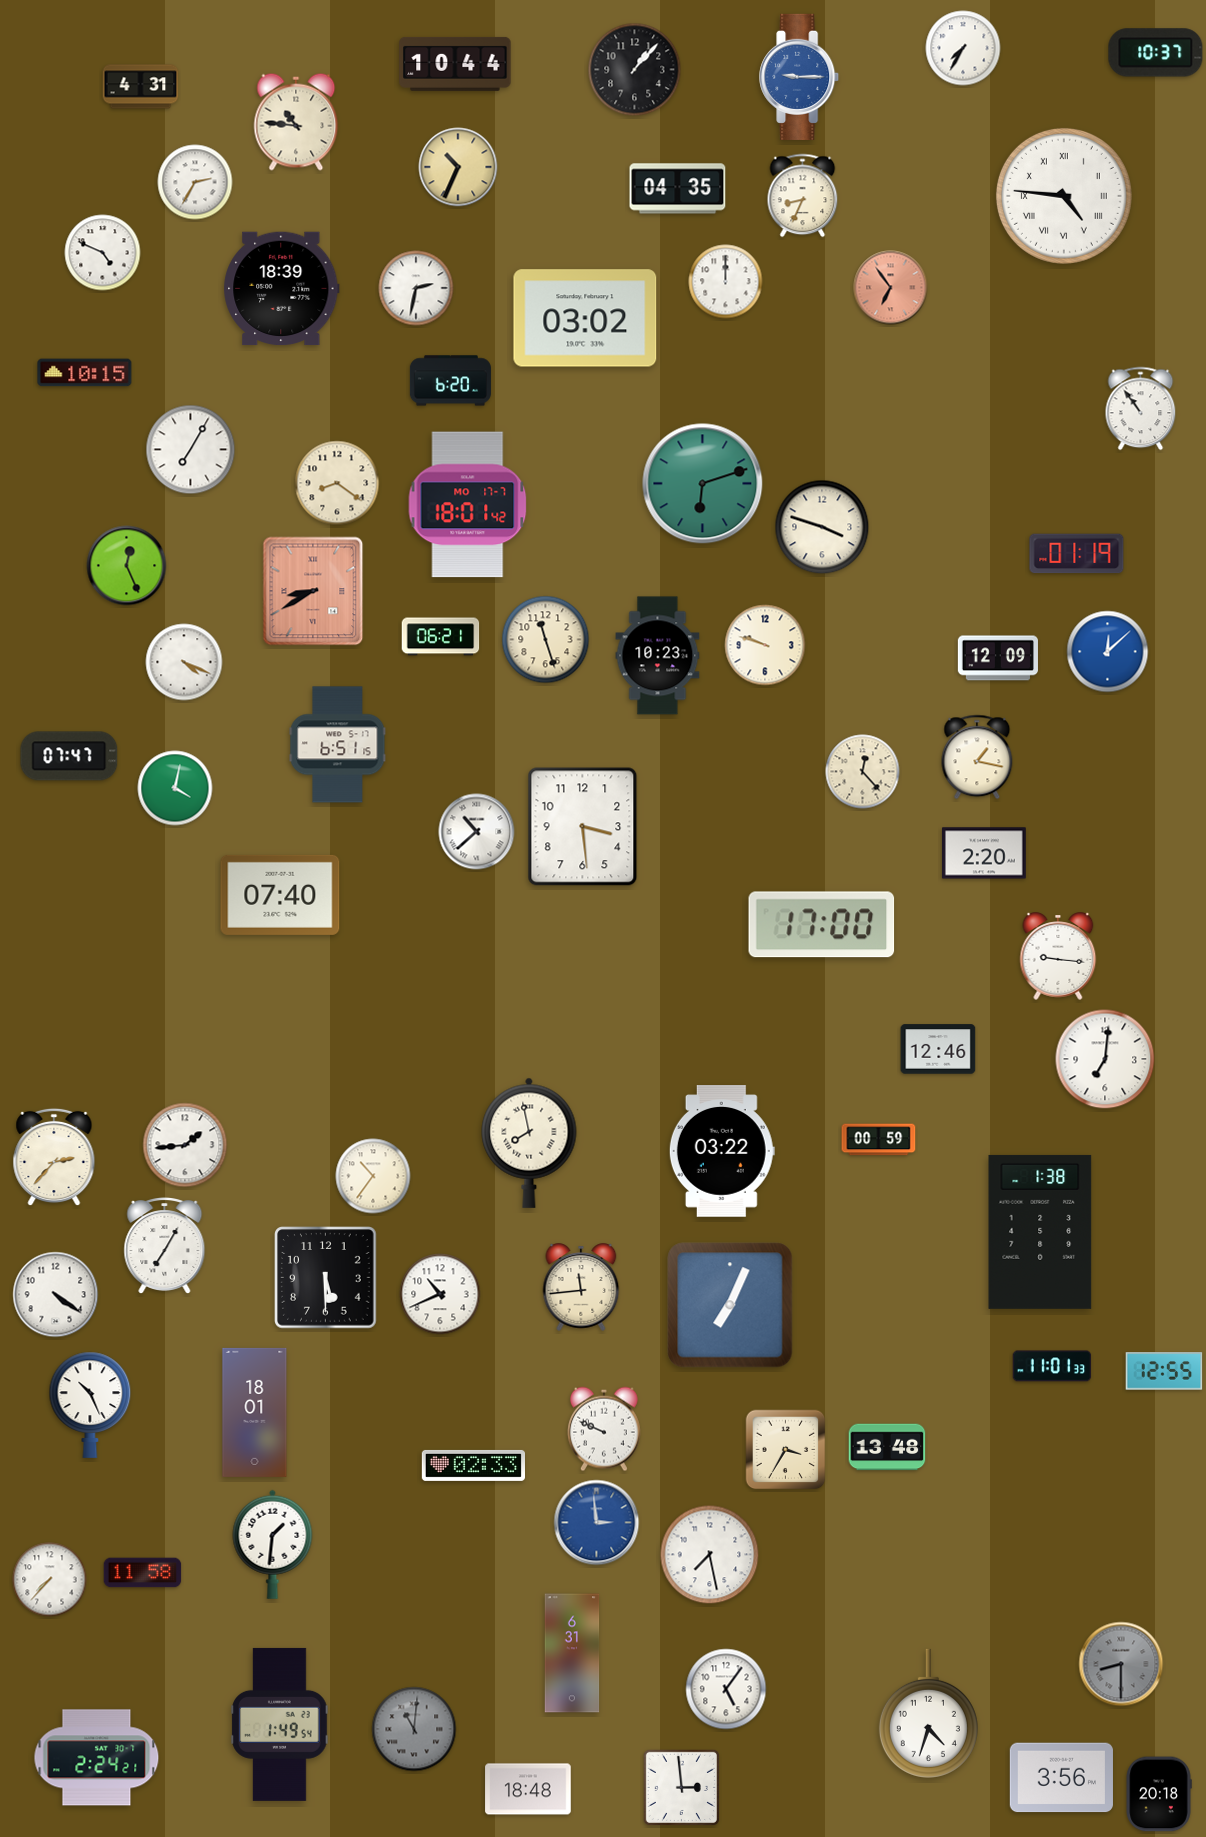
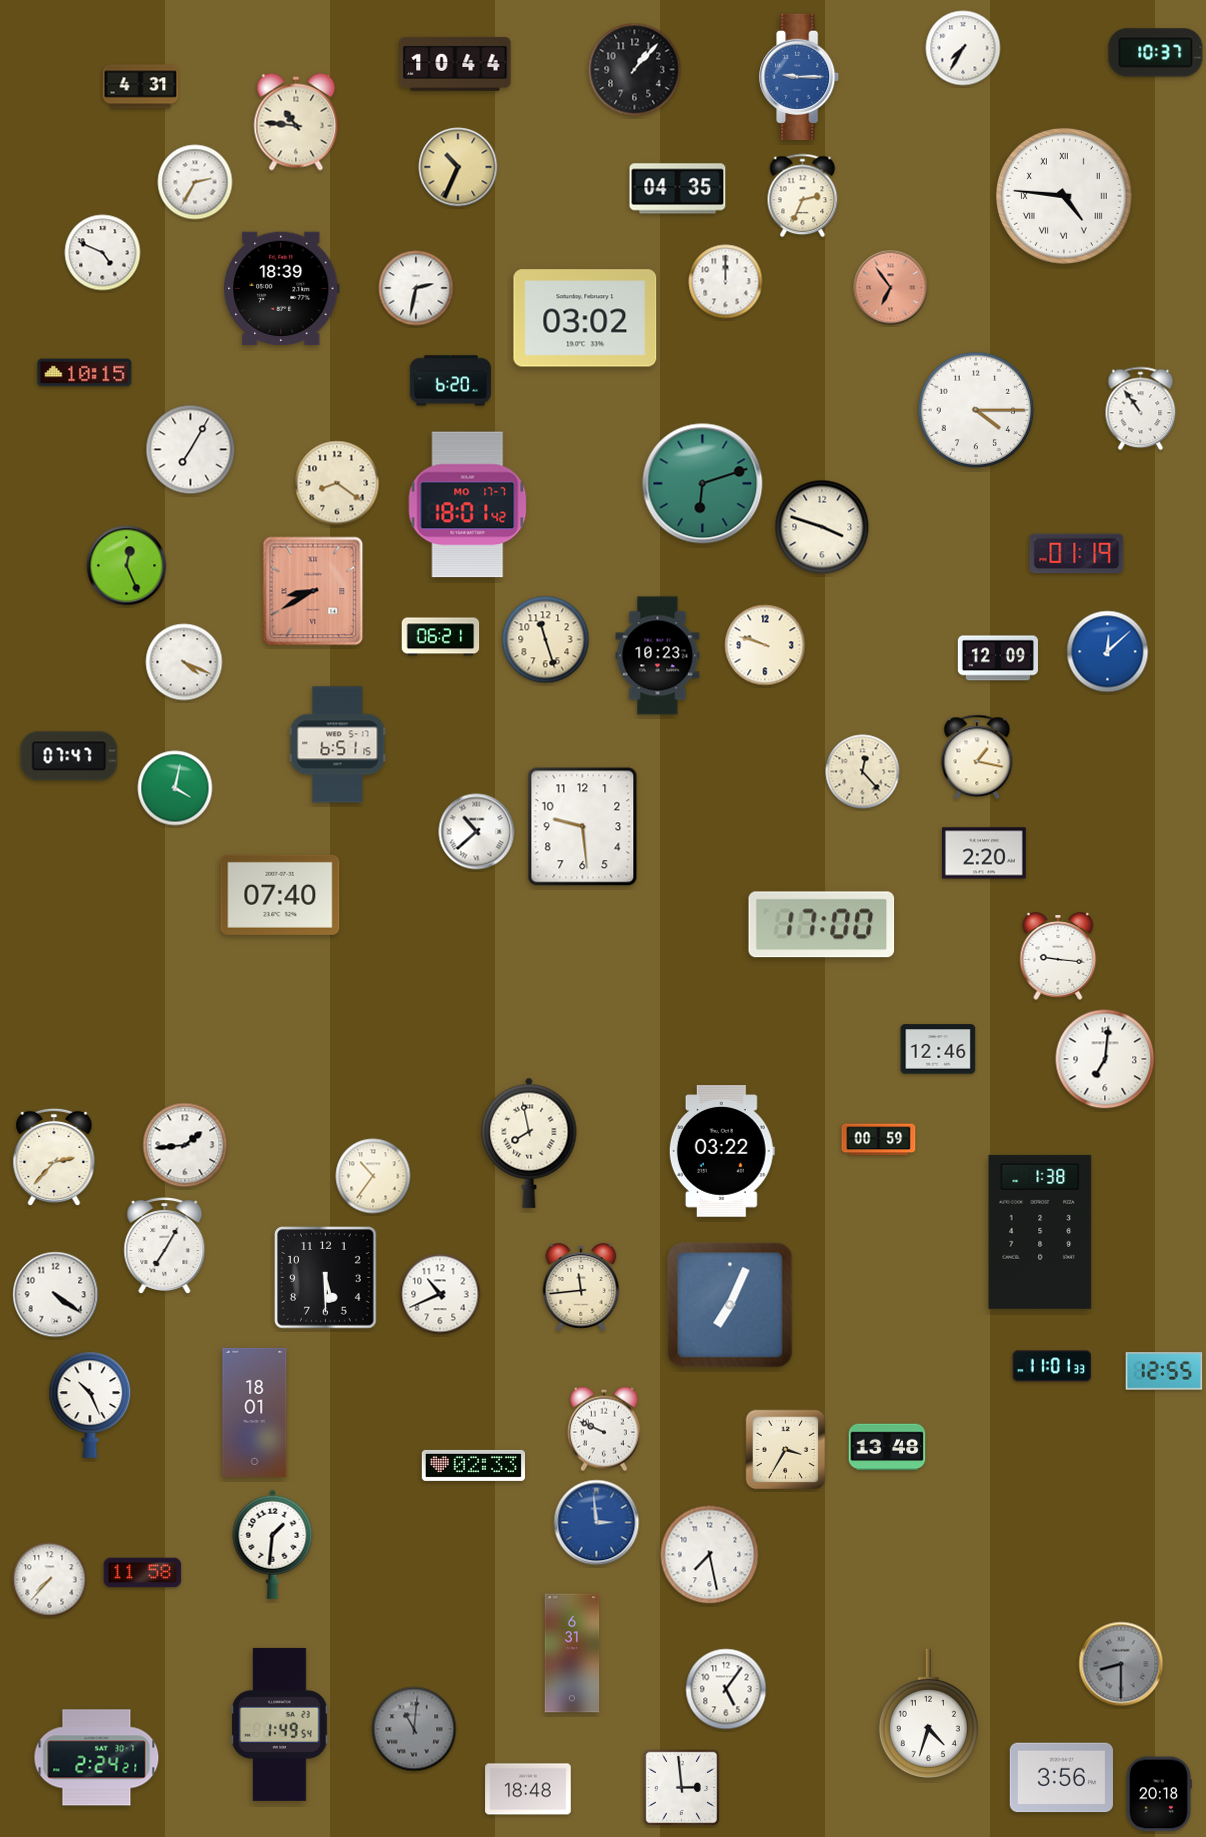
clock at (803, 196): 8:34 -> 2:34
clock at (976, 410): none -> 4:15
clock at (583, 827): 3:29 -> 9:29
